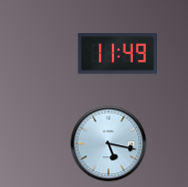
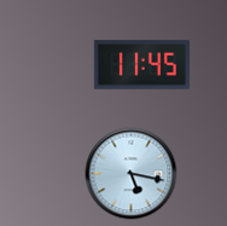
clock at (117, 54): 11:49 -> 11:45
